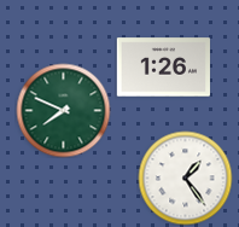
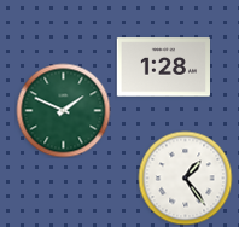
clock at (163, 68): 1:26 -> 1:28
clock at (63, 110): 7:49 -> 1:49
